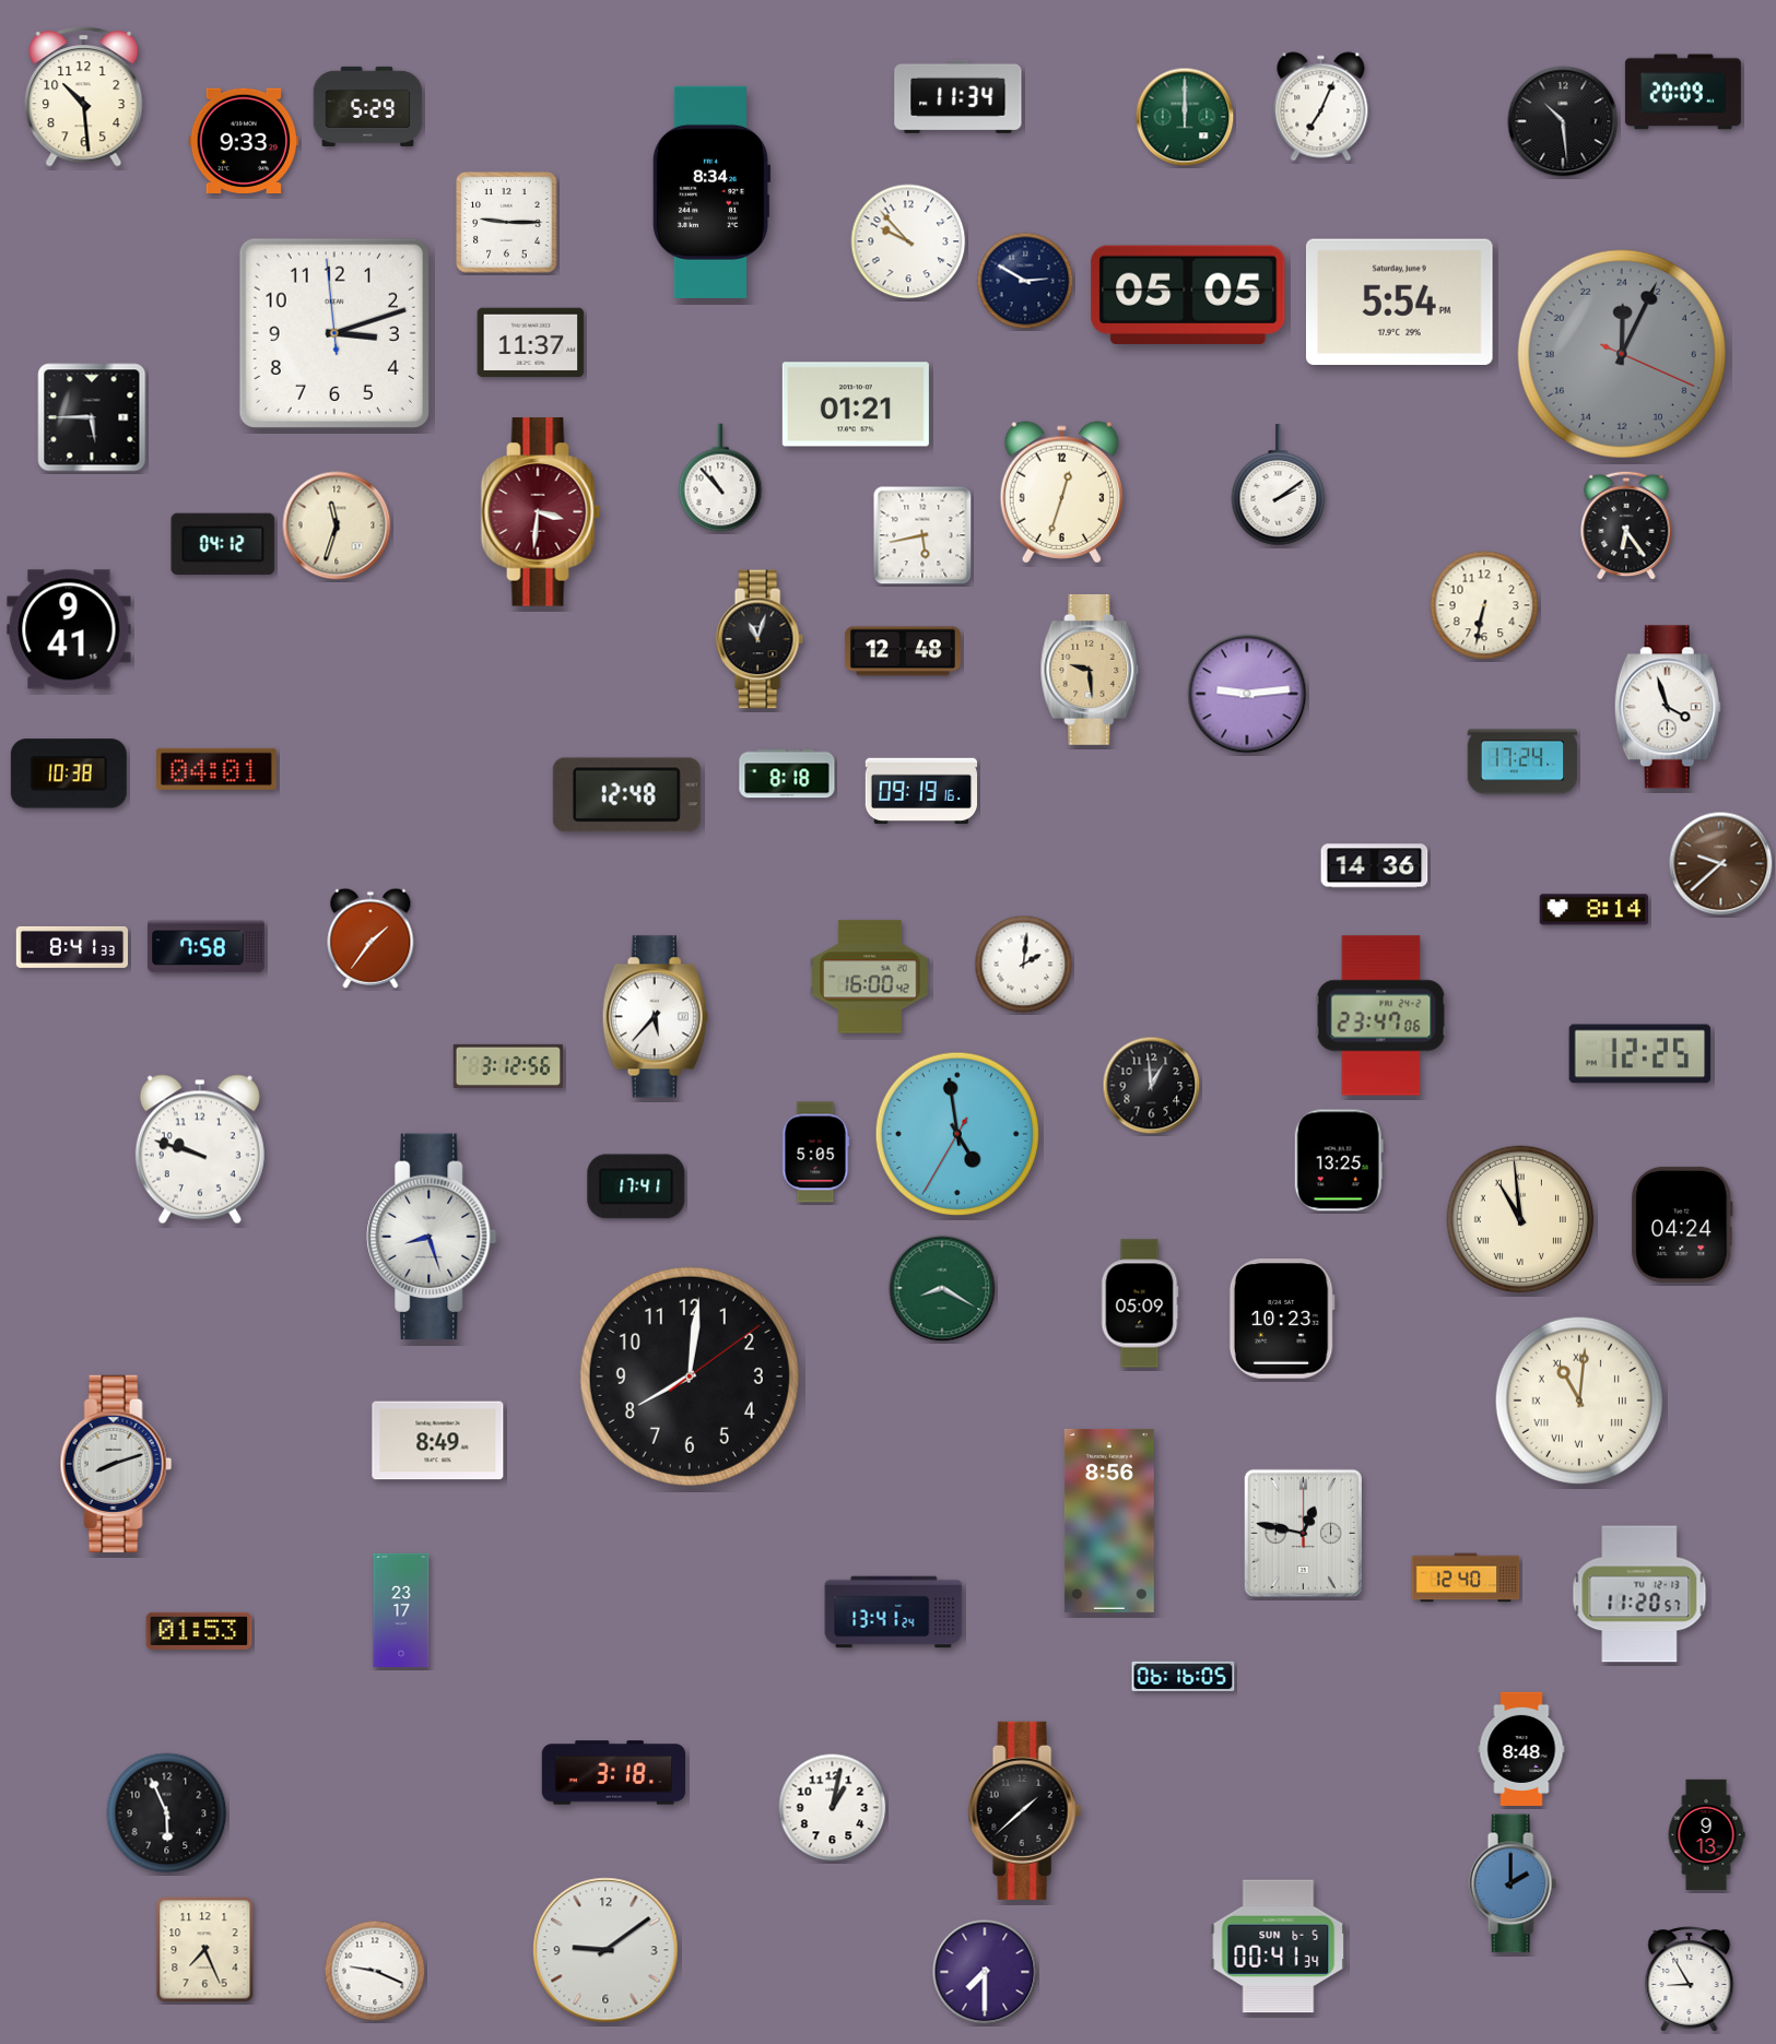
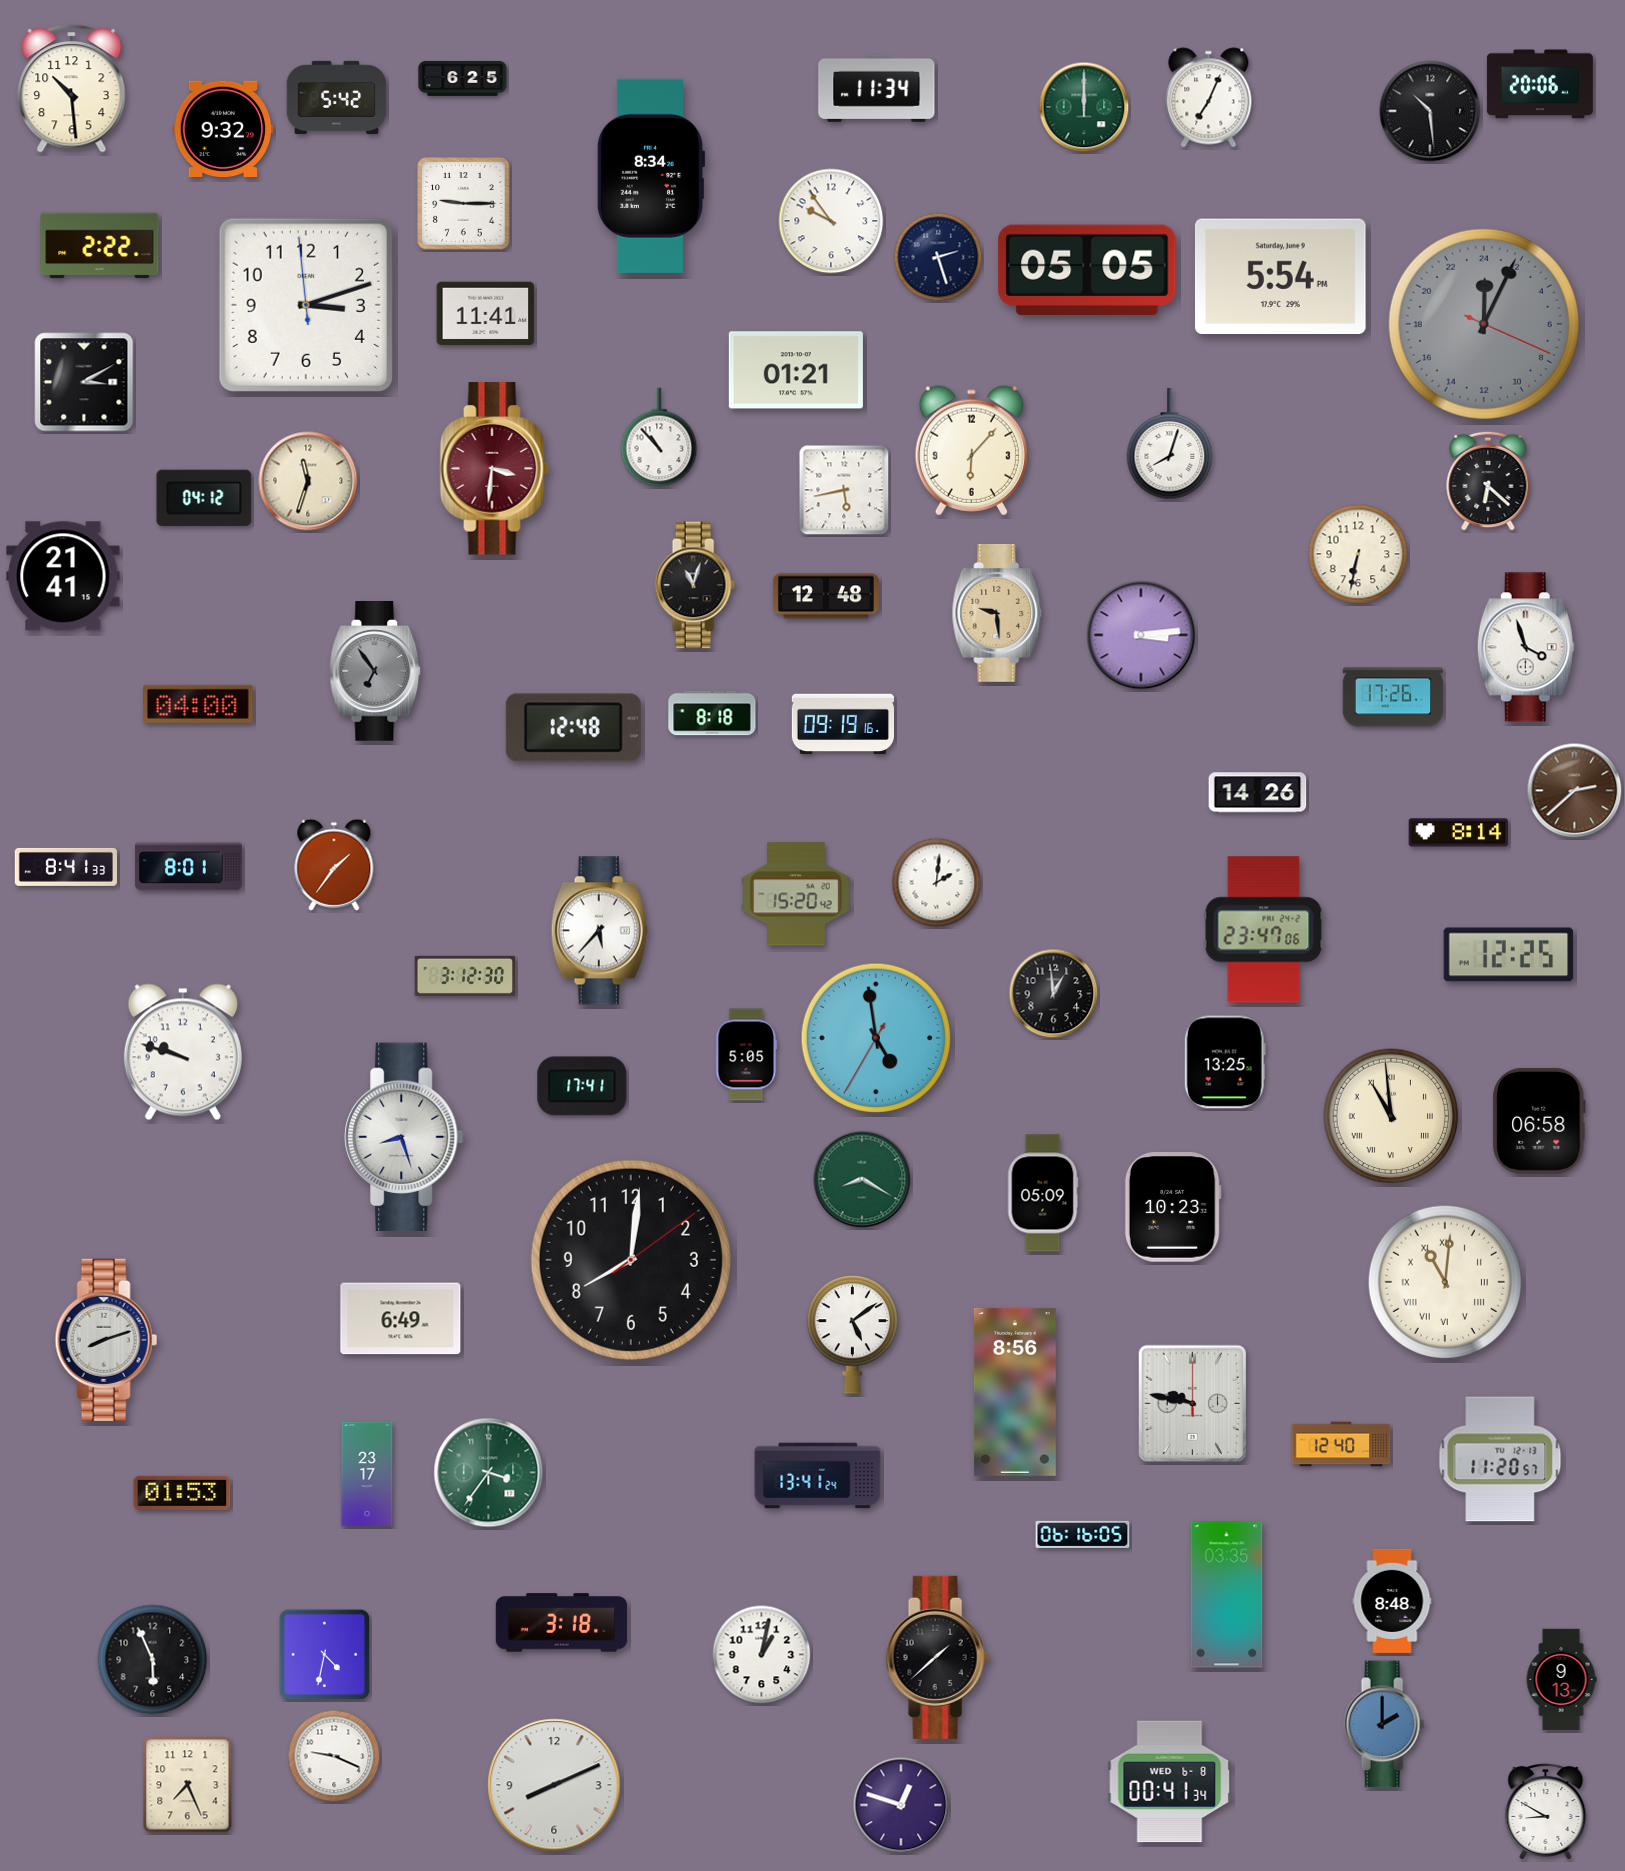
clock at (463, 78): none -> 6:25
clock at (1683, 92): 20:09 -> 20:06
clock at (84, 97) position: (84, 97) -> (72, 89)
clock at (368, 106): 5:29 -> 5:42
clock at (244, 140): 9:33 -> 9:32
clock at (908, 241): 9:53 -> 9:54
clock at (100, 246): none -> 2:22
clock at (1025, 281): 2:50 -> 2:27
clock at (531, 343): 11:37 -> 11:41
clock at (856, 404) position: (856, 404) -> (796, 370)
clock at (92, 417): 5:45 -> 3:10
clock at (1279, 485): 2:09 -> 8:03
clock at (1061, 493): 12:33 -> 6:07
clock at (1626, 525): 6:24 -> 6:22
clock at (69, 629): 9:41 -> 21:41
clock at (1247, 694): 9:14 -> 3:14
clock at (375, 671): none -> 6:54
clock at (1522, 761): 17:24 -> 17:26
clock at (217, 769): 04:01 -> 04:00
clock at (69, 773): 10:38 -> none
clock at (787, 773) position: (787, 773) -> (712, 713)
clock at (1721, 864): 9:38 -> 2:38
clock at (1375, 866): 14:36 -> 14:26
clock at (371, 938) position: (371, 938) -> (334, 865)
clock at (205, 947): 7:58 -> 8:01
clock at (870, 977): 16:00 -> 15:20
clock at (1640, 1054) position: (1640, 1054) -> (1509, 955)
clock at (508, 1066): 3:12:56 -> 3:12:30
clock at (1682, 1225): 04:24 -> 06:58
clock at (432, 1237) position: (432, 1237) -> (404, 1137)
clock at (438, 1441): 8:49 -> 6:49
clock at (853, 1334): none -> 5:09
clock at (1303, 1533): 12:47 -> 9:47
clock at (489, 1473): none -> 3:36
clock at (1227, 1595): none -> 03:35
clock at (325, 1655): none -> 4:32
clock at (1279, 1947) date: SUN 6-5 -> WED 6-8
clock at (605, 1950): 9:09 -> 8:11
clock at (375, 1971) position: (375, 1971) -> (334, 1756)
clock at (985, 1972): 7:30 -> 12:48
clock at (1690, 1980): 8:55 -> 8:50
